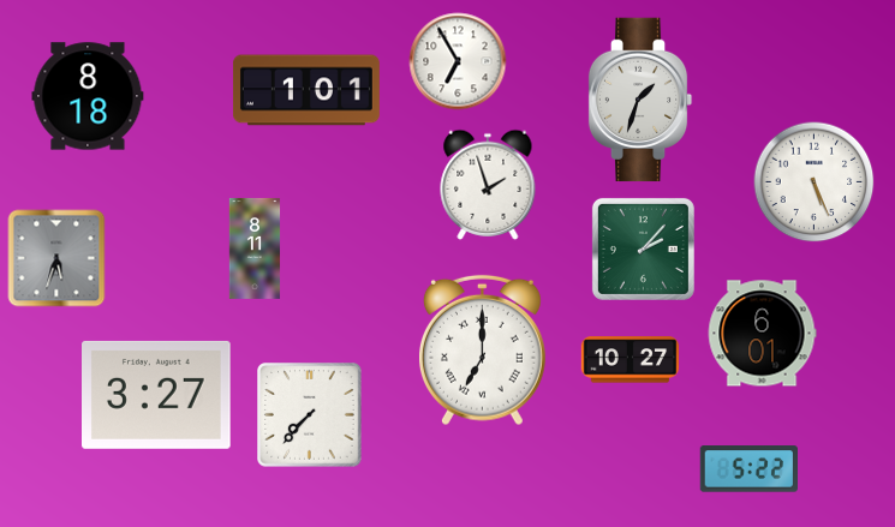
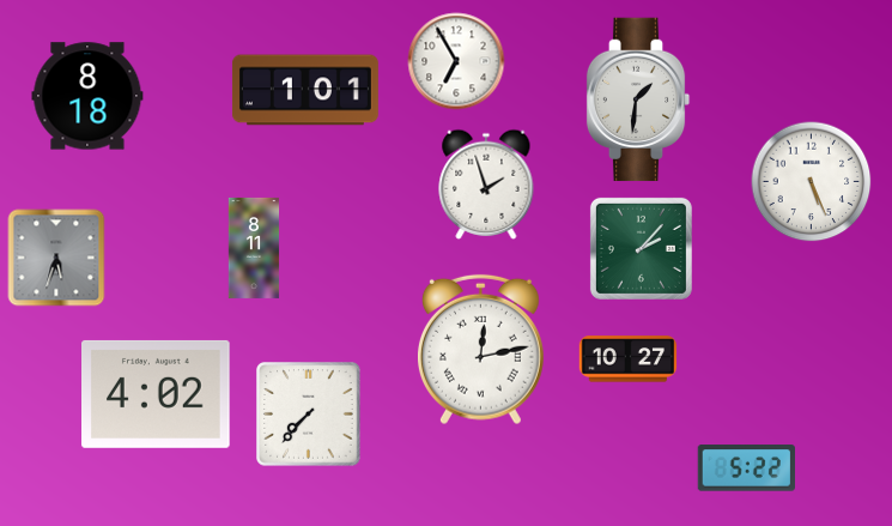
clock at (640, 100): 1:33 -> 1:31
clock at (762, 334): 6:01 -> none
clock at (482, 351): 7:00 -> 12:13
clock at (157, 395): 3:27 -> 4:02
